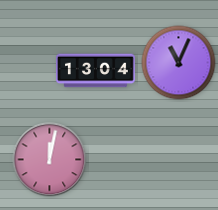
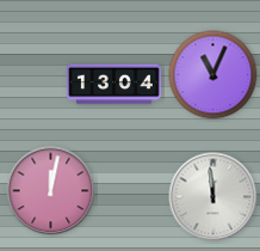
clock at (50, 160) position: (50, 160) -> (51, 191)
clock at (213, 197): none -> 11:59
